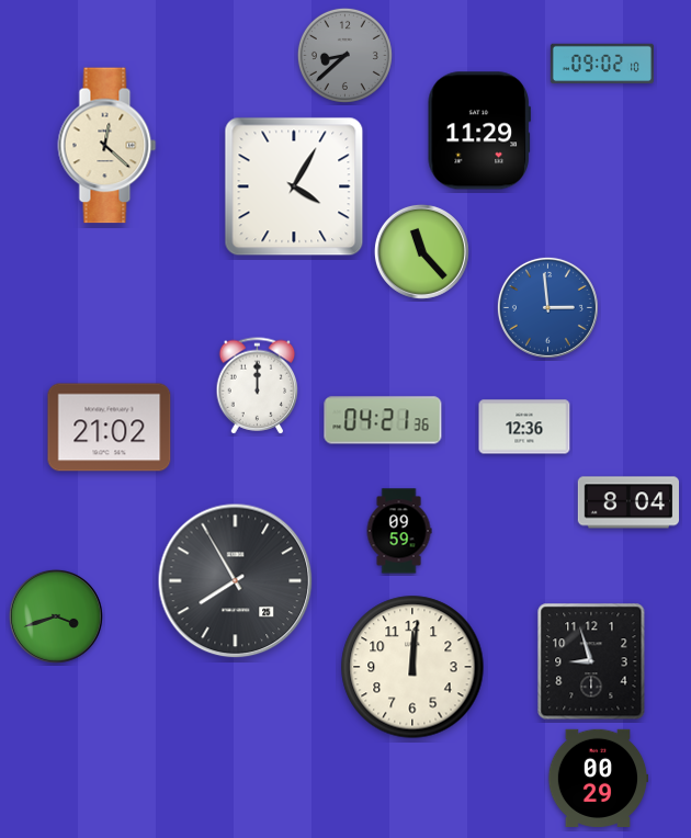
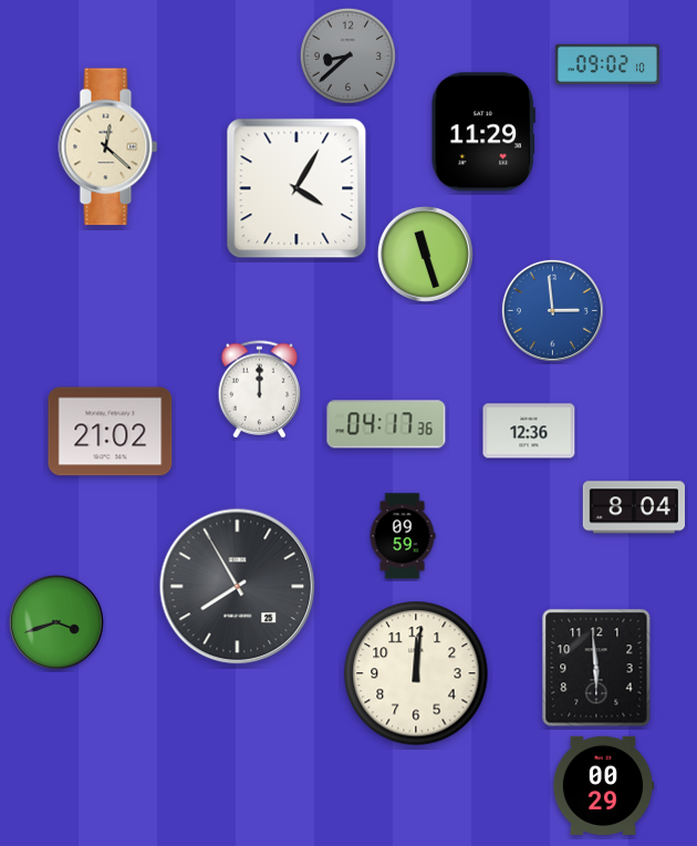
clock at (421, 251): 11:23 -> 11:27
clock at (383, 420): 04:21 -> 04:17
clock at (591, 661): 8:57 -> 5:59
